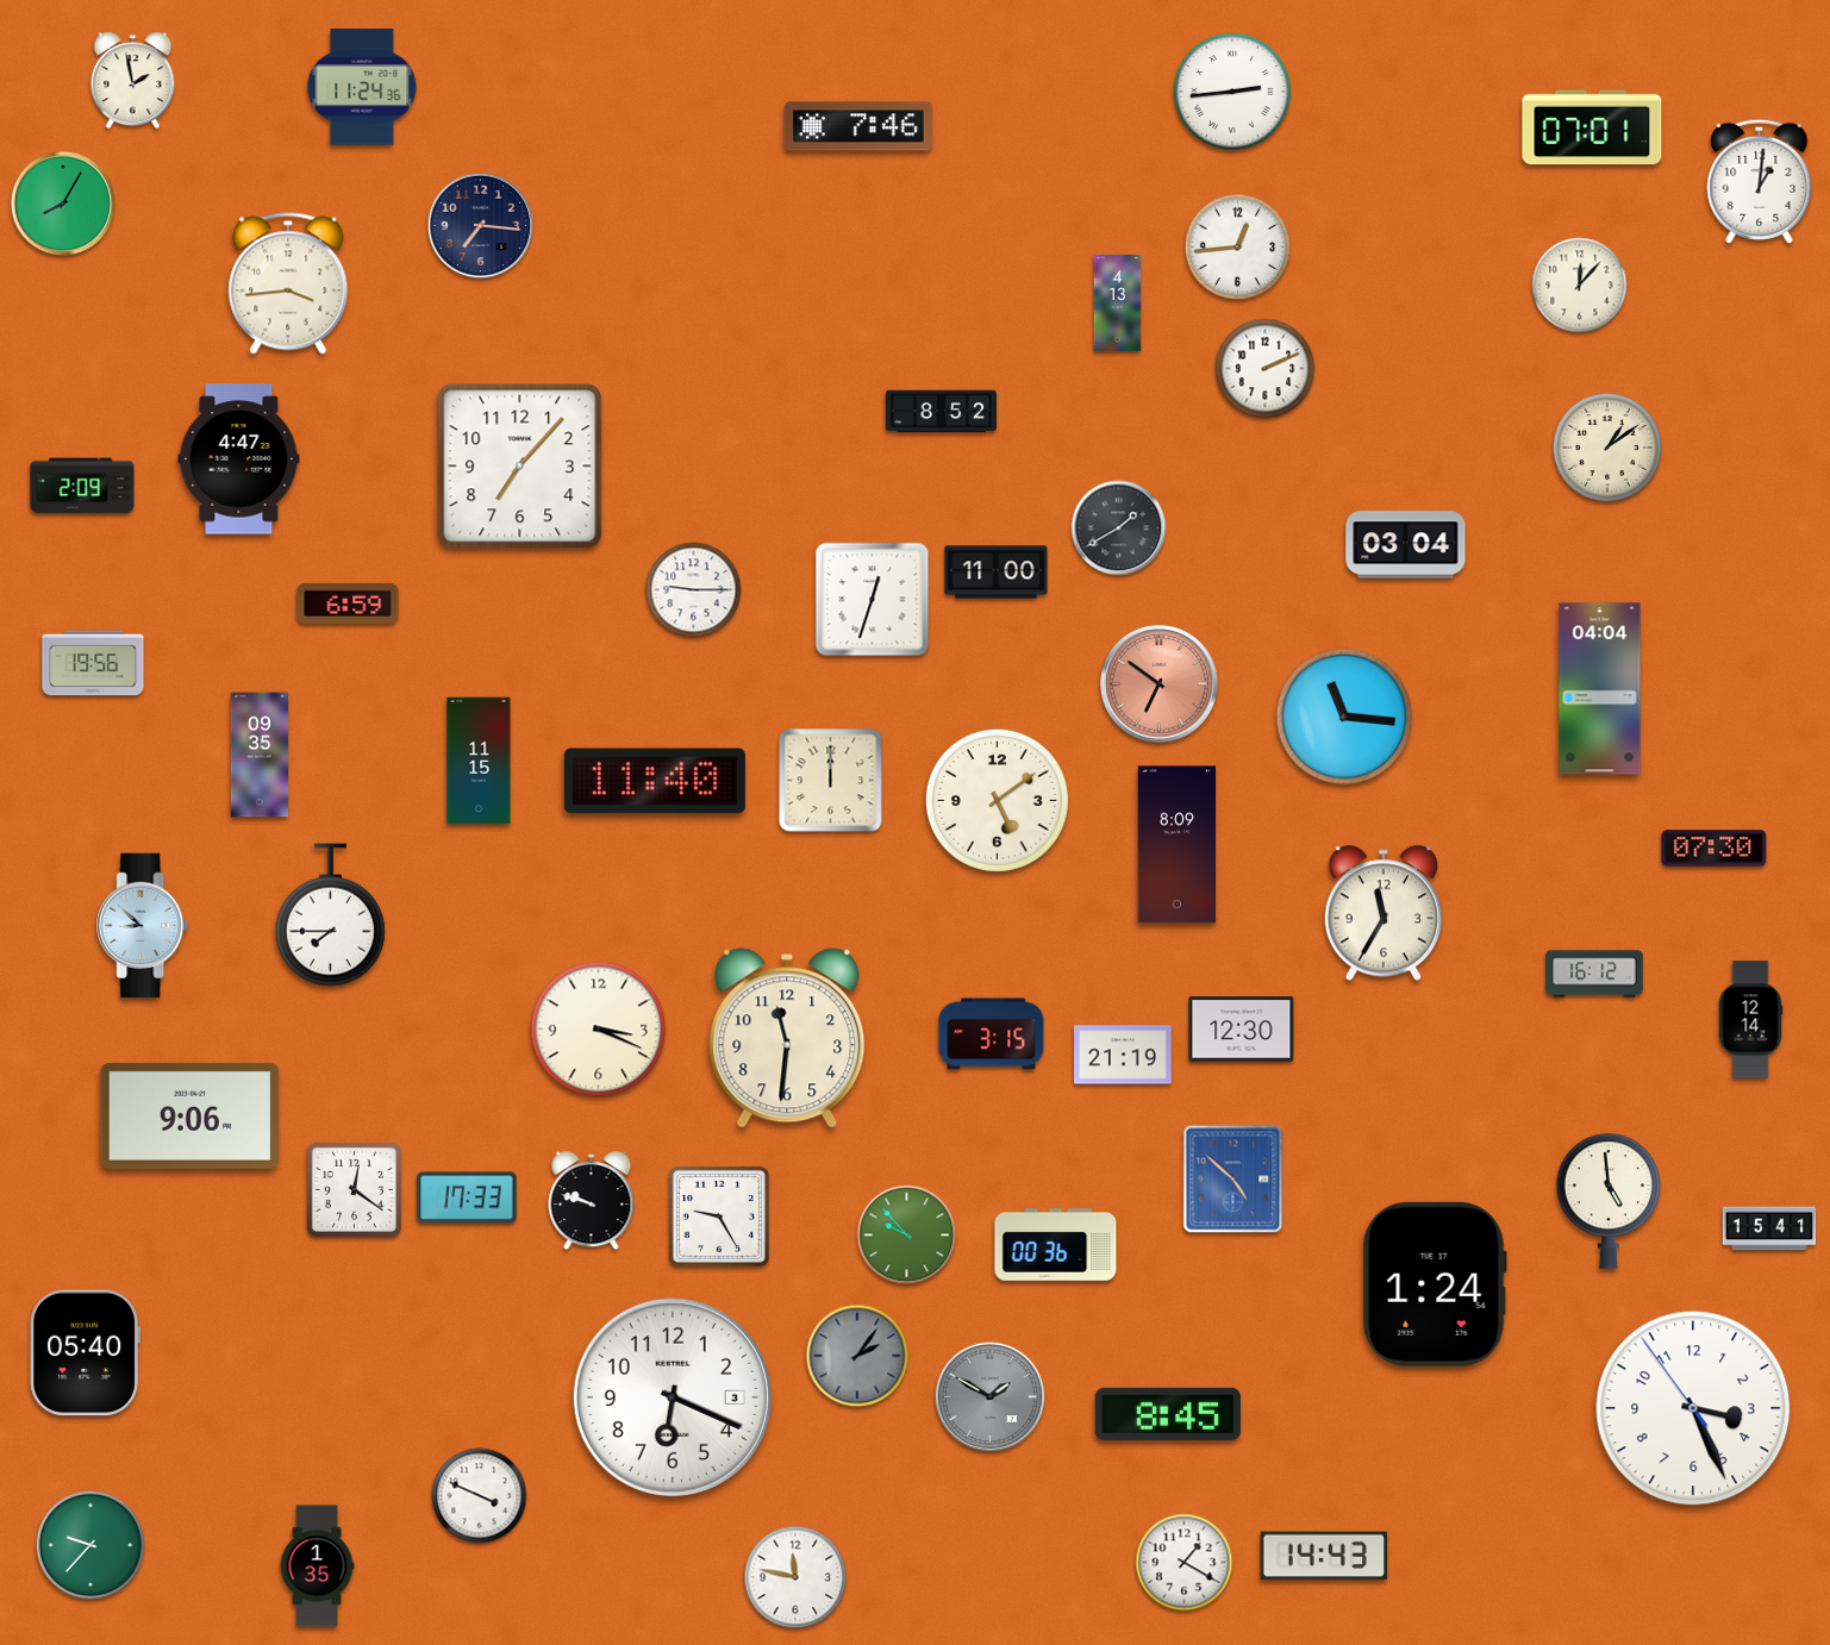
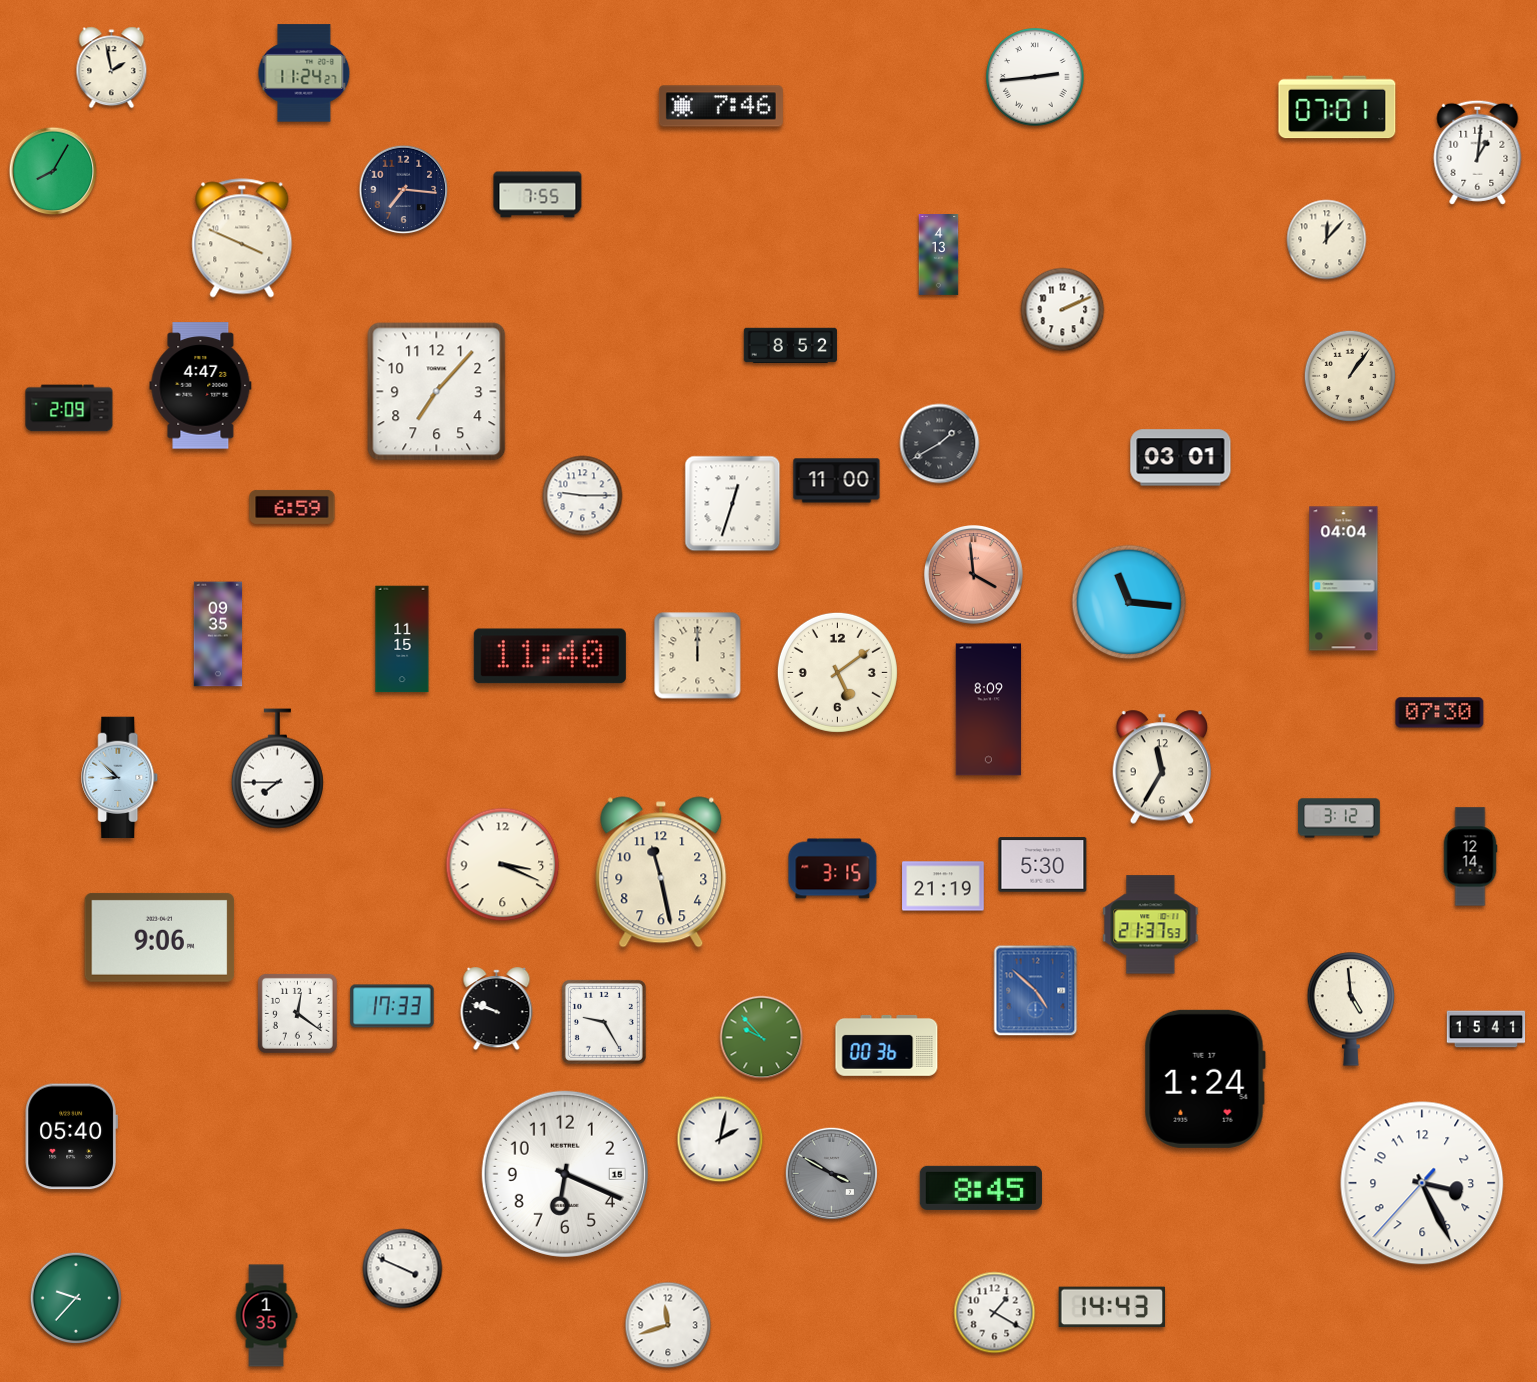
clock at (362, 87): 11:24:36 -> 11:24:27
clock at (538, 195): none -> 7:55
clock at (1238, 248): 12:44 -> none
clock at (288, 283): 3:44 -> 3:49
clock at (1606, 446): 1:09 -> 1:06
clock at (1406, 545): 03:04 -> 03:01
clock at (93, 663): 19:56 -> none
clock at (1160, 684): 6:51 -> 3:59
clock at (1594, 974): 16:12 -> 3:12
clock at (1242, 1030): 12:30 -> 5:30
clock at (787, 1038): 11:31 -> 11:28
clock at (1151, 925): none -> 21:37
clock at (354, 1189) position: (354, 1189) -> (297, 1013)
clock at (1769, 1228) position: (1769, 1228) -> (1486, 1029)
clock at (857, 1356): 2:06 -> 2:02
clock at (857, 1356) dial: grey -> white
clock at (989, 1396): 1:50 -> 3:50
clock at (673, 1397) date: 3 -> 15
clock at (1693, 1408): 3:25:54 -> 3:25:37
clock at (480, 1496) position: (480, 1496) -> (403, 1269)
clock at (795, 1577): 11:47 -> 11:42
